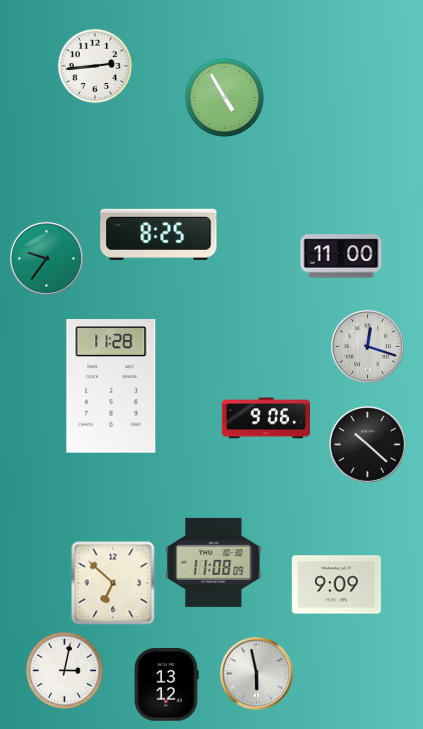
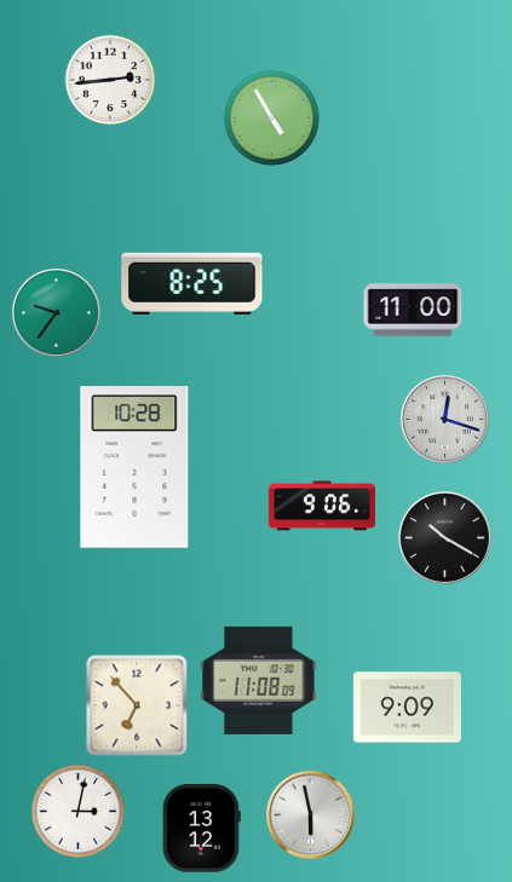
clock at (95, 66) position: (95, 66) -> (110, 80)
clock at (111, 386): 11:28 -> 10:28
clock at (368, 445): 10:22 -> 10:20
clock at (113, 583): 6:52 -> 6:53
